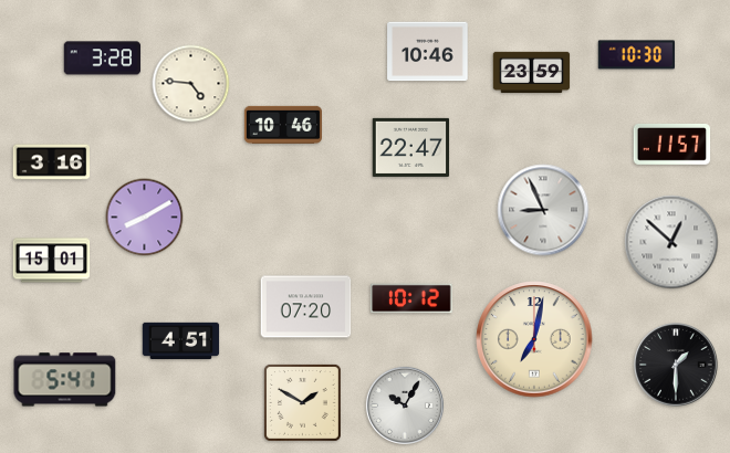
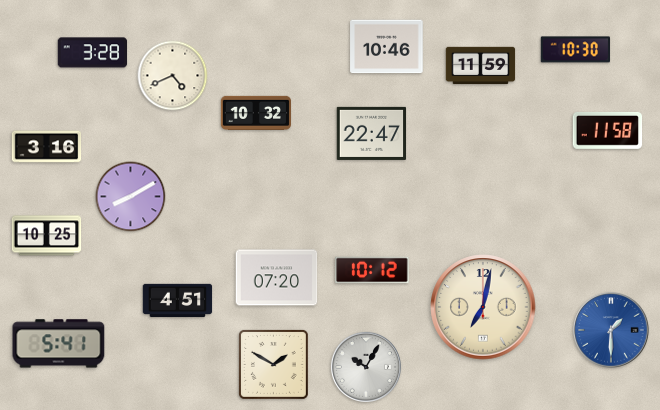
clock at (532, 73): 23:59 -> 11:59
clock at (191, 84): 4:46 -> 4:41
clock at (282, 125): 10:46 -> 10:32
clock at (672, 144): 11:57 -> 11:58
clock at (543, 210): 8:56 -> none
clock at (671, 242): 12:52 -> none
clock at (52, 261): 15:01 -> 10:25
clock at (181, 341) position: (181, 341) -> (178, 301)
clock at (676, 365) dial: black -> blue
